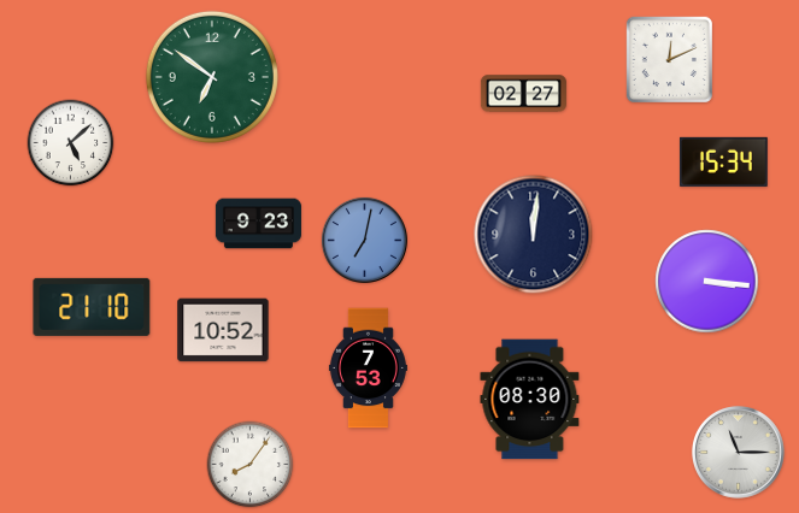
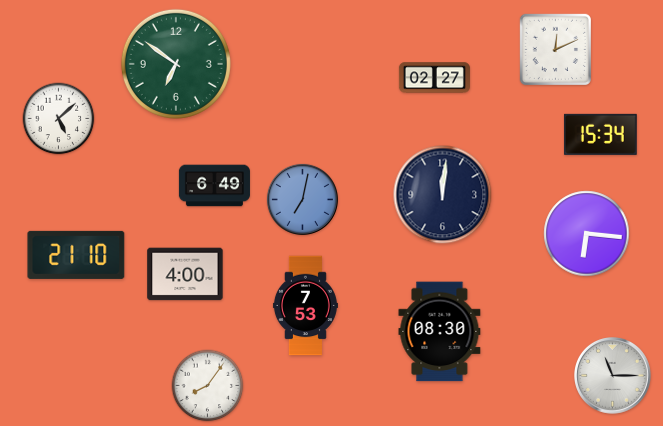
clock at (258, 224): 9:23 -> 6:49
clock at (707, 282): 3:16 -> 6:16
clock at (223, 330): 10:52 -> 4:00
